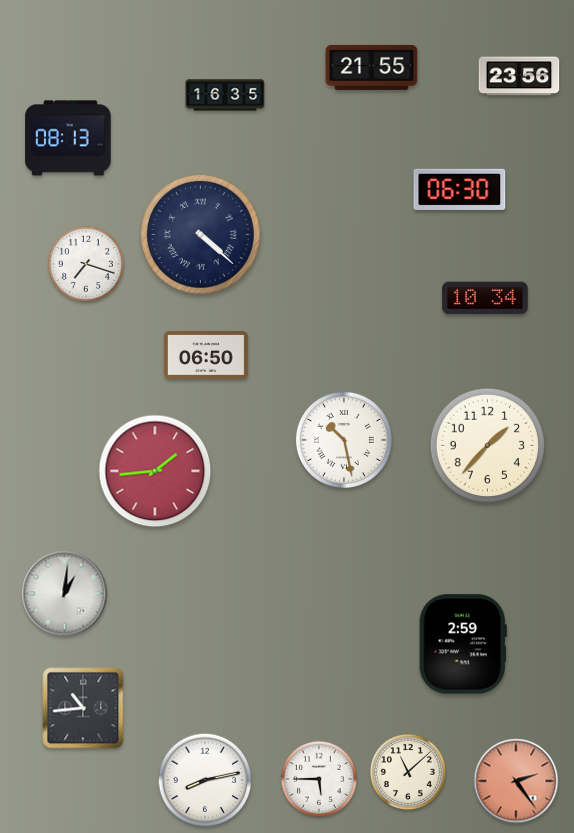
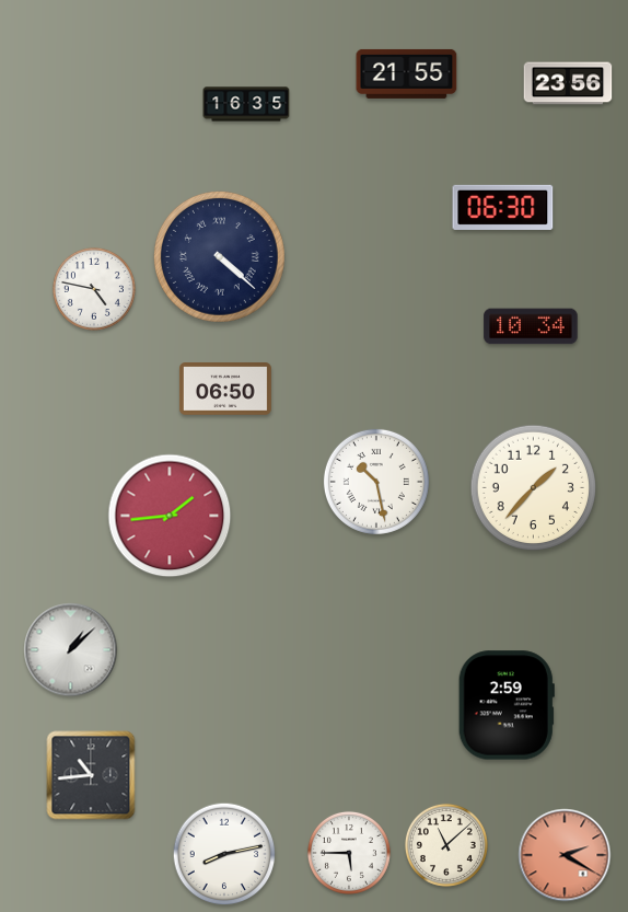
clock at (68, 138): 08:13 -> none
clock at (86, 264): 7:18 -> 4:47
clock at (65, 594): 1:01 -> 1:08
clock at (516, 781): 2:24 -> 2:20
